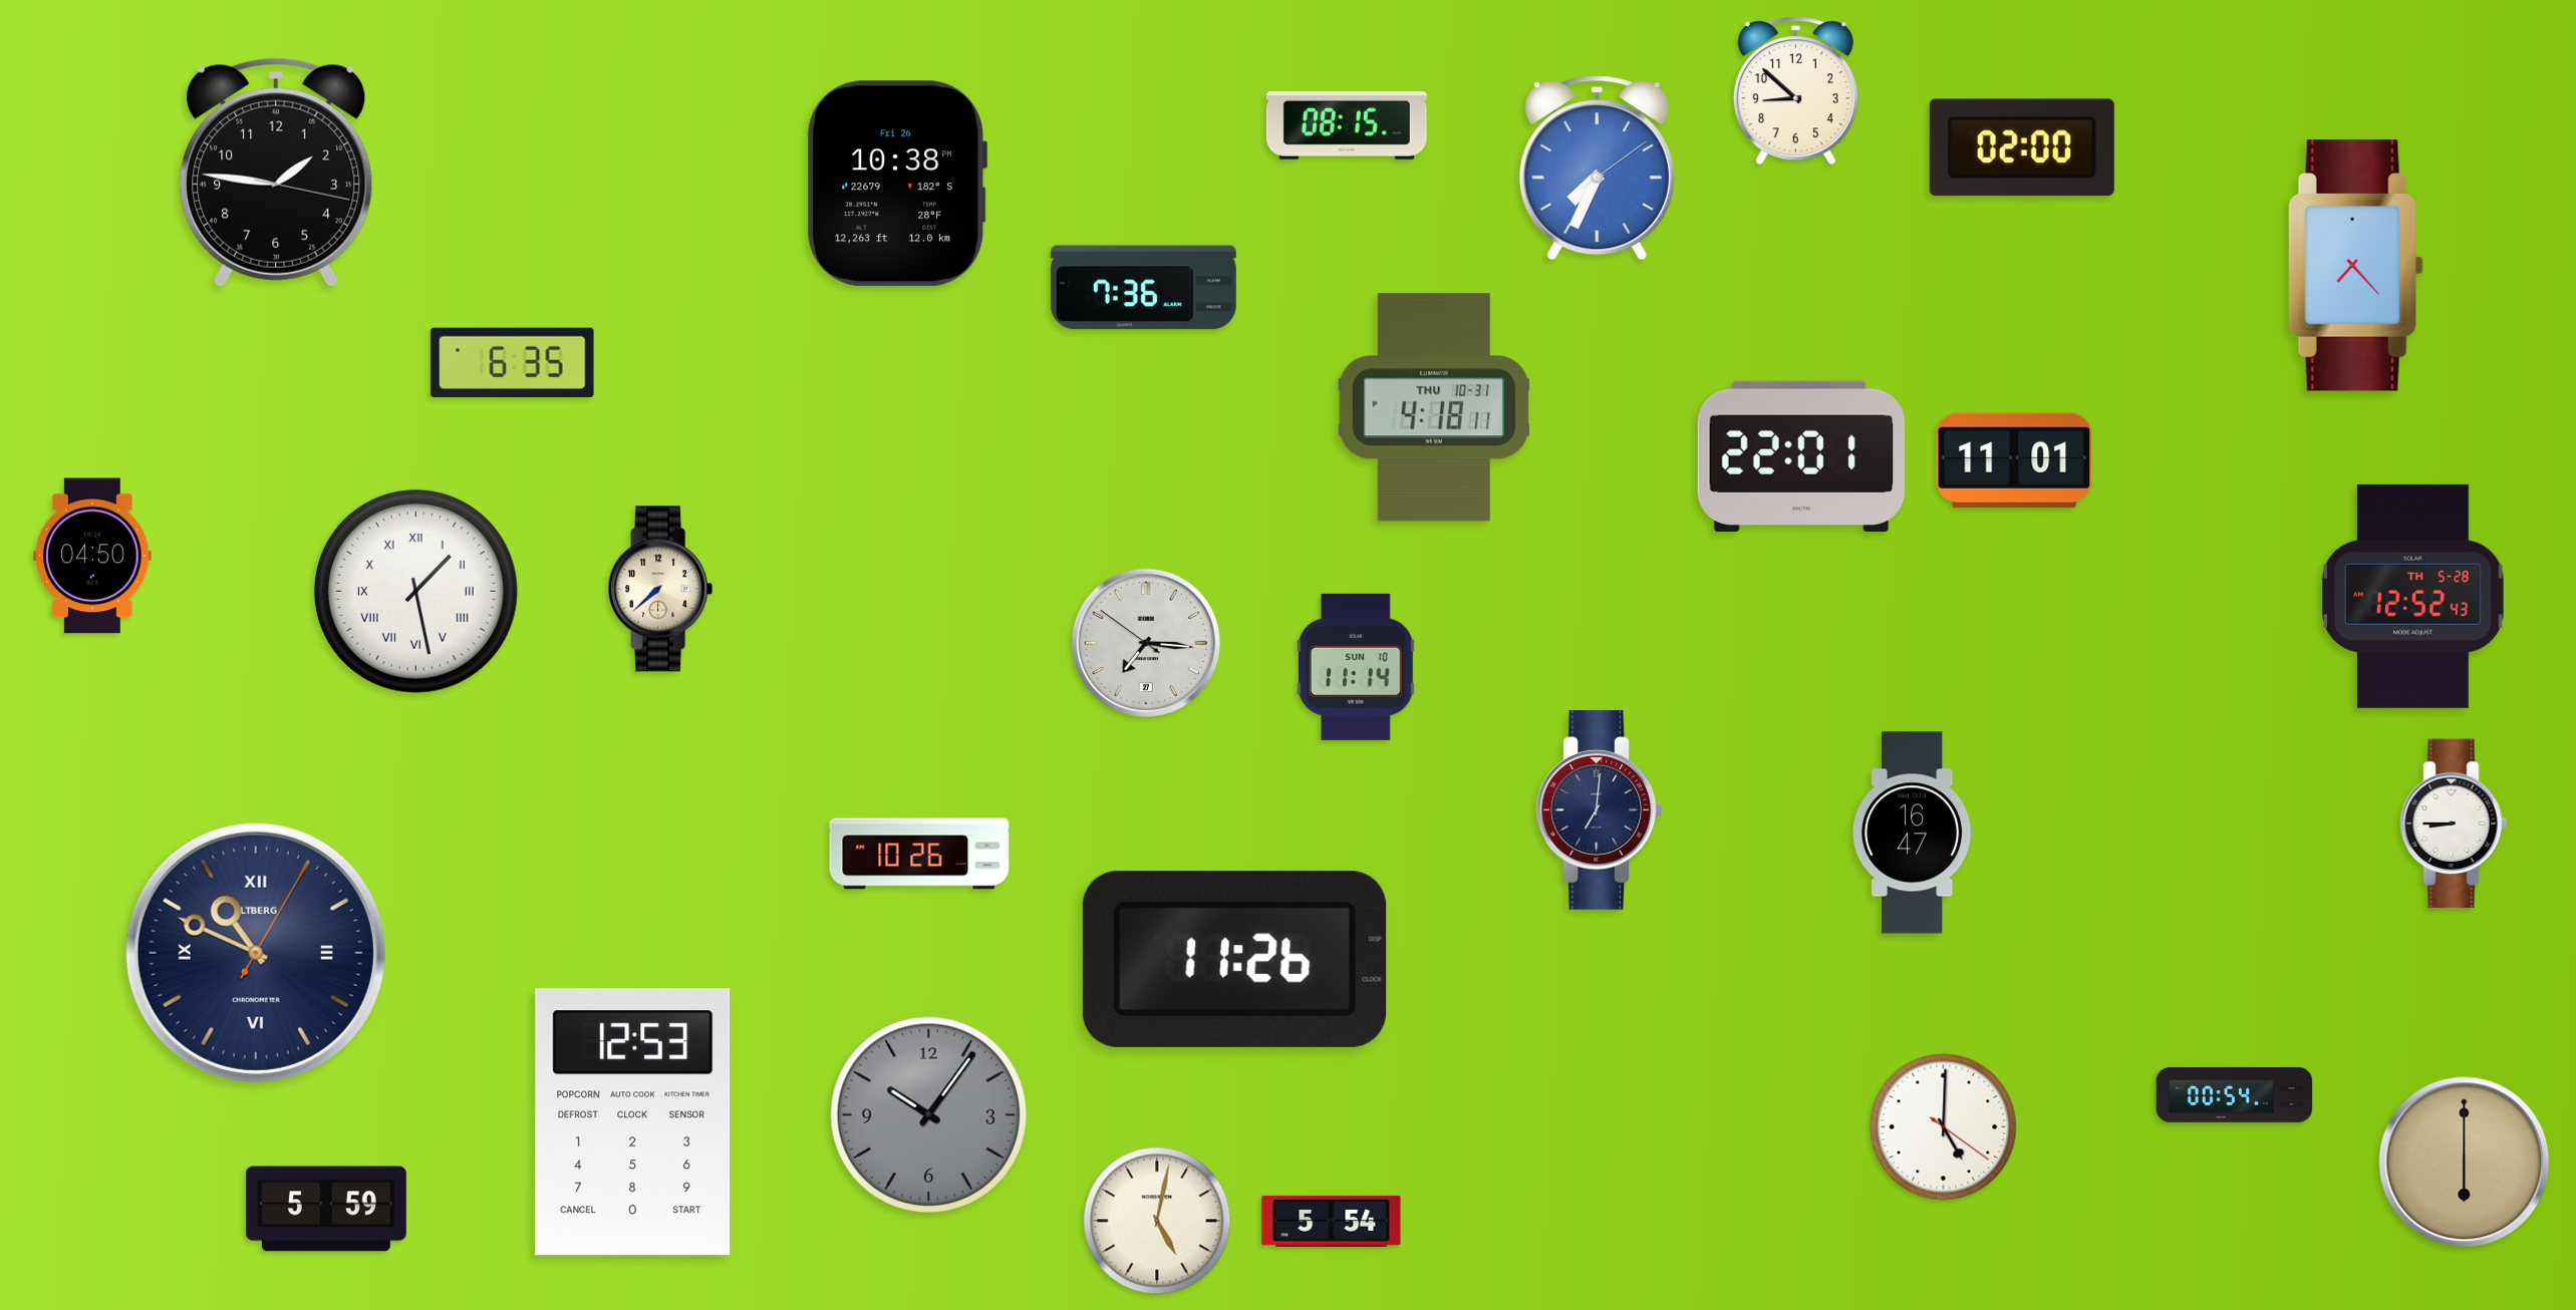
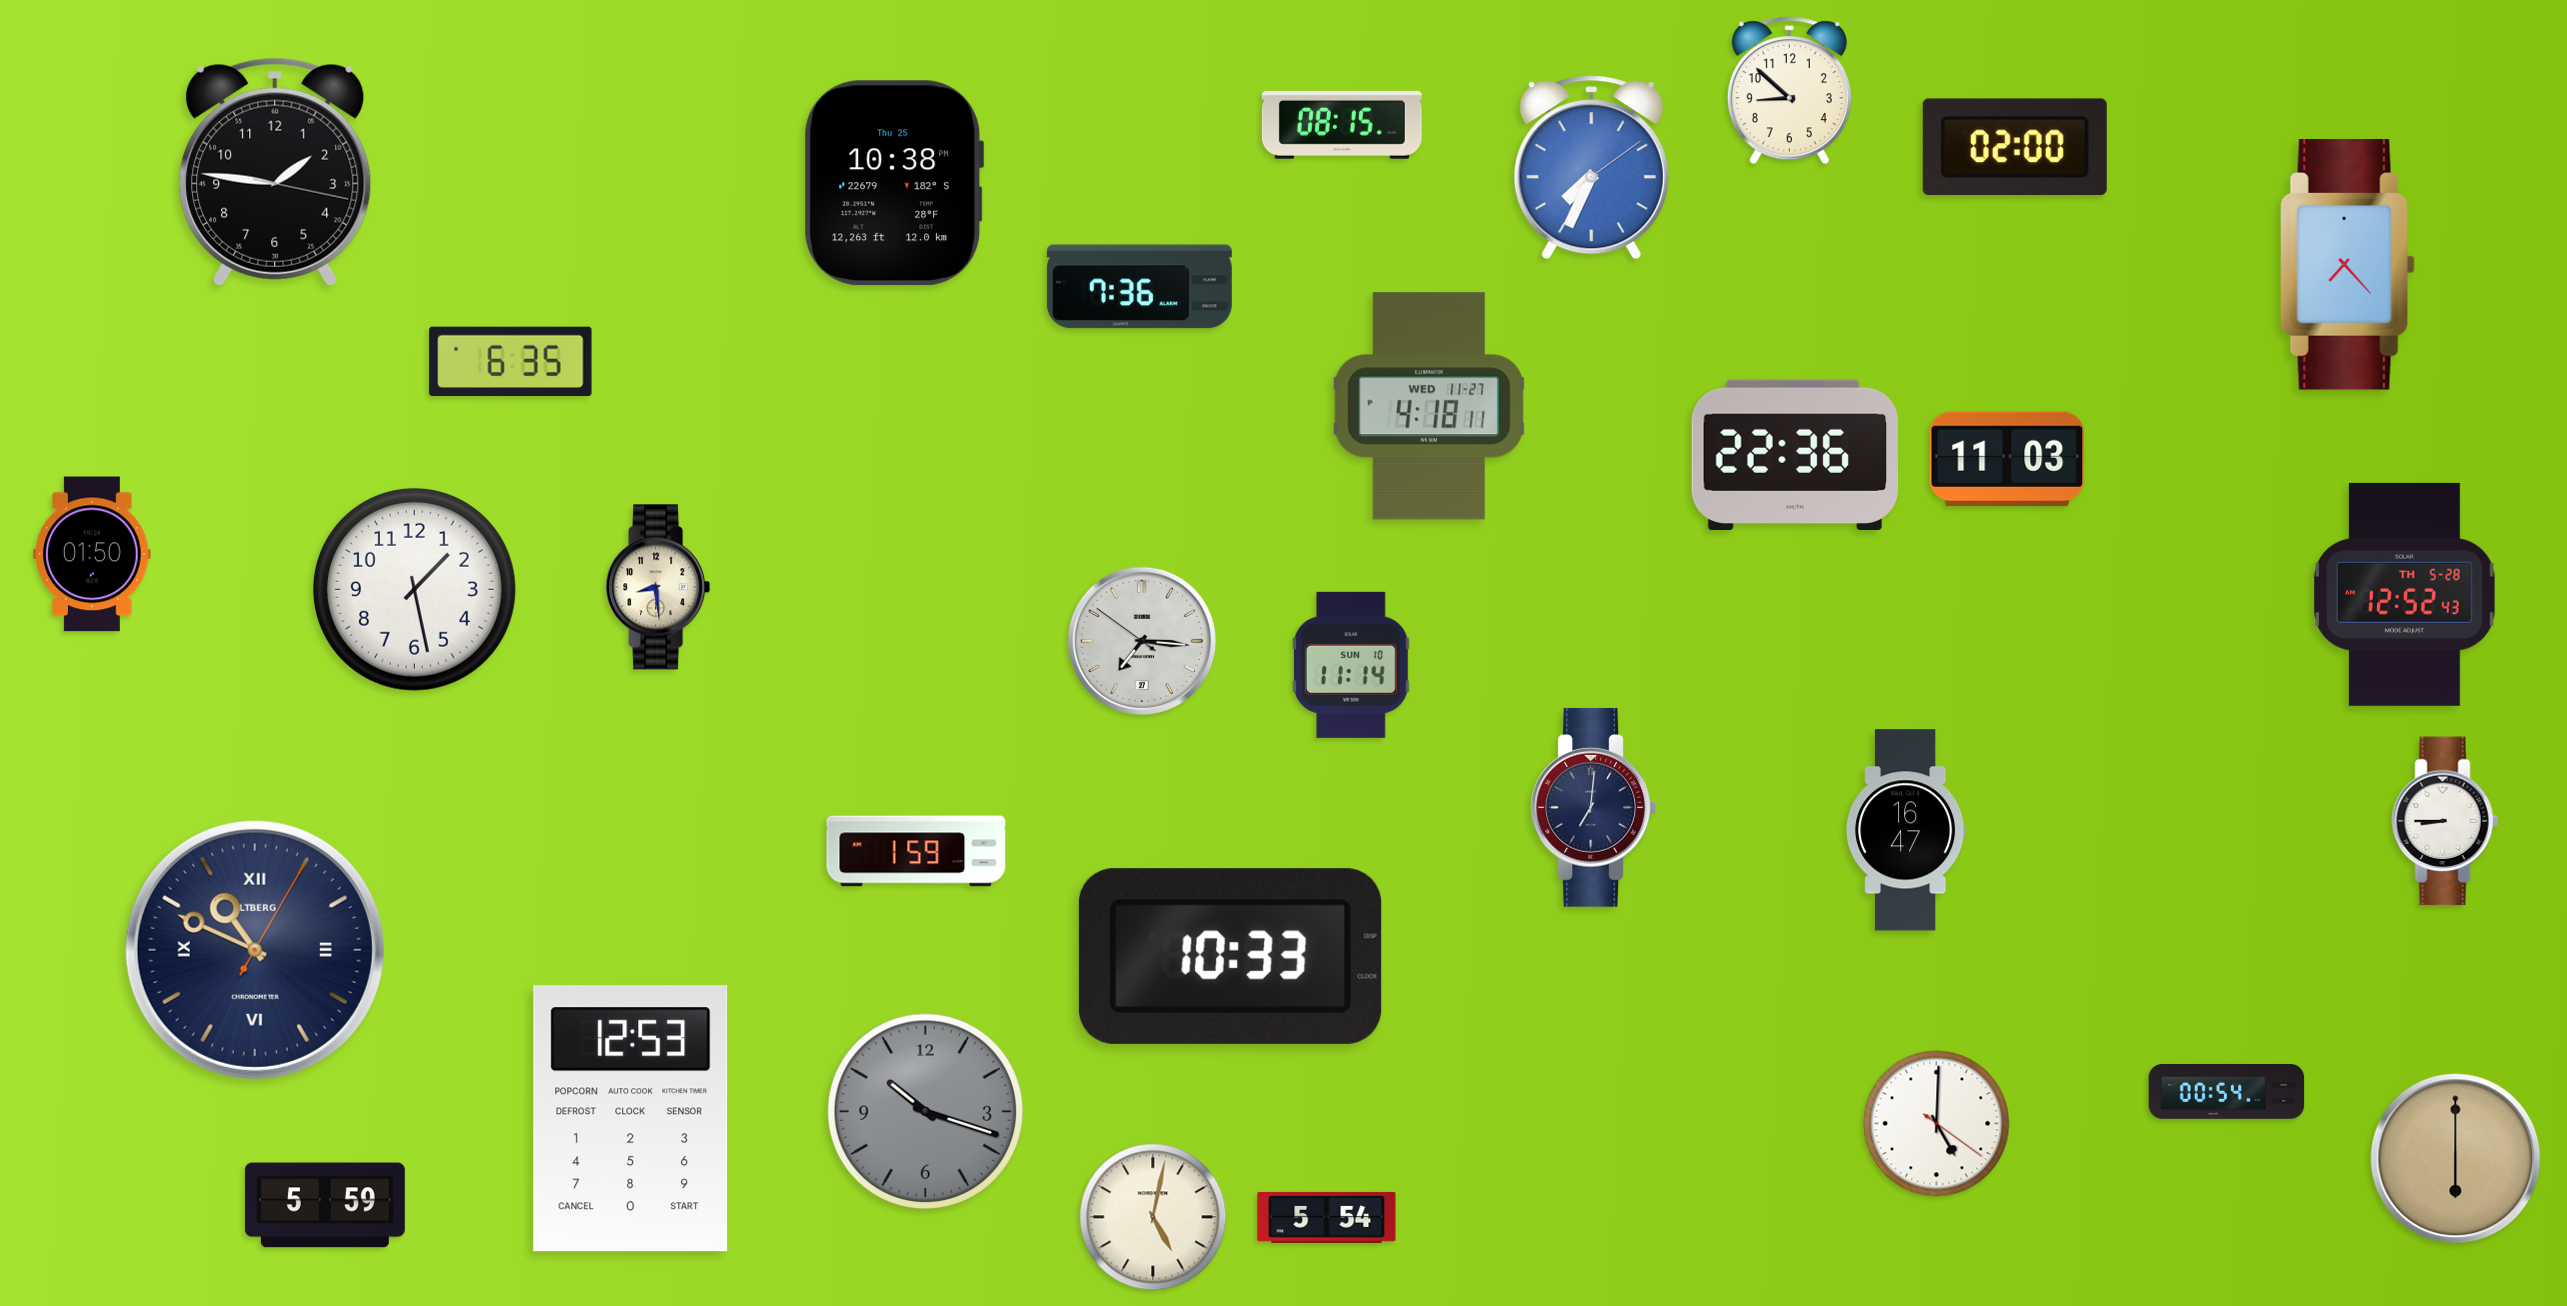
clock at (897, 184) date: Fri 26 -> Thu 25
clock at (1434, 407) date: THU 10-31 -> WED 11-27
clock at (1801, 455): 22:01 -> 22:36
clock at (2014, 459): 11:01 -> 11:03
clock at (92, 556): 04:50 -> 01:50
clock at (660, 589): 7:38 -> 8:29
clock at (415, 591) numerals: Roman -> Arabic
clock at (919, 854): 10:26 -> 1:59
clock at (1234, 959): 11:26 -> 10:33
clock at (928, 1114): 10:06 -> 10:18
